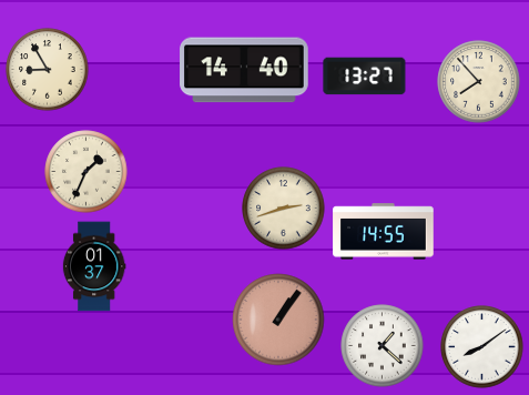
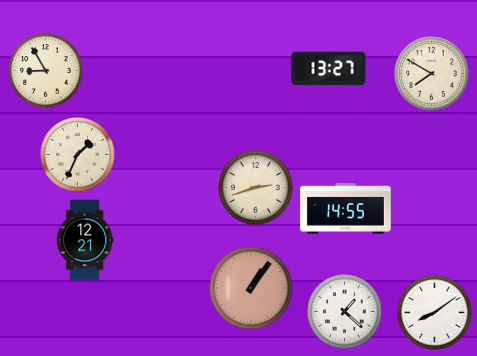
clock at (48, 70) position: (48, 70) -> (46, 71)
clock at (244, 70): 14:40 -> none
clock at (479, 82): 7:53 -> 7:50
clock at (94, 266): 01:37 -> 12:21
